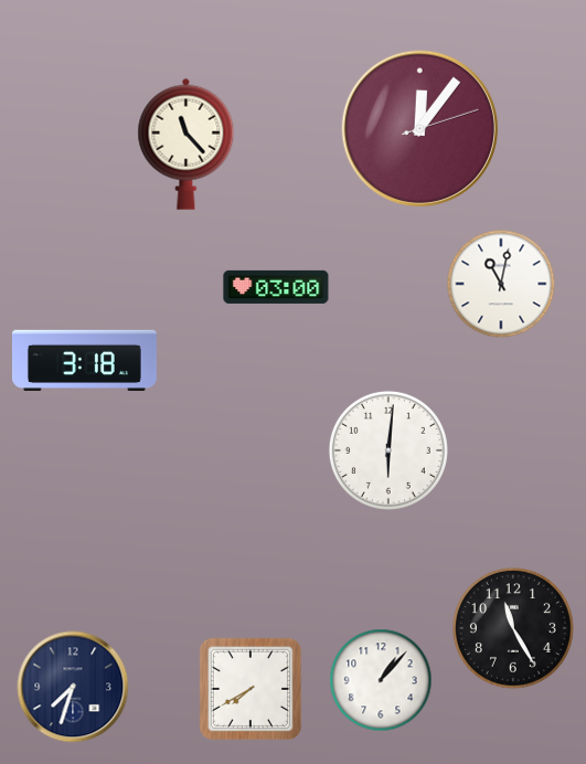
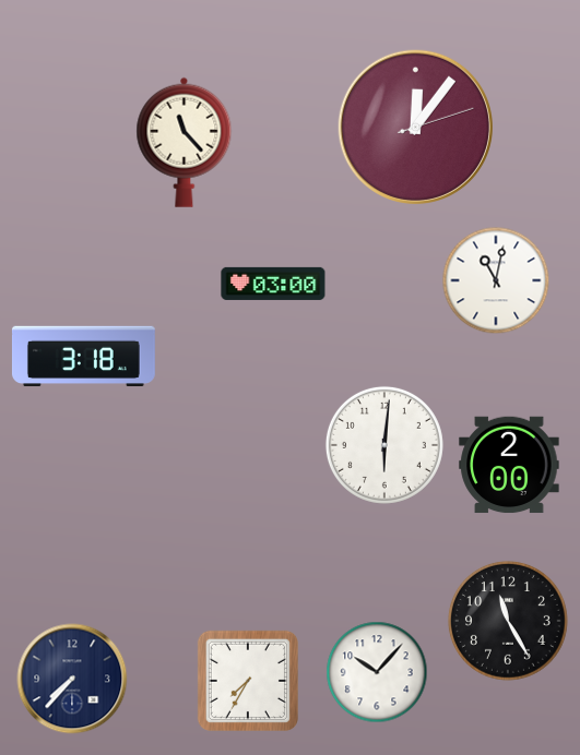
clock at (509, 465): none -> 2:00
clock at (381, 680): 1:07 -> 10:07
clock at (73, 687): 7:33 -> 7:37
clock at (251, 689): 7:40 -> 7:35
